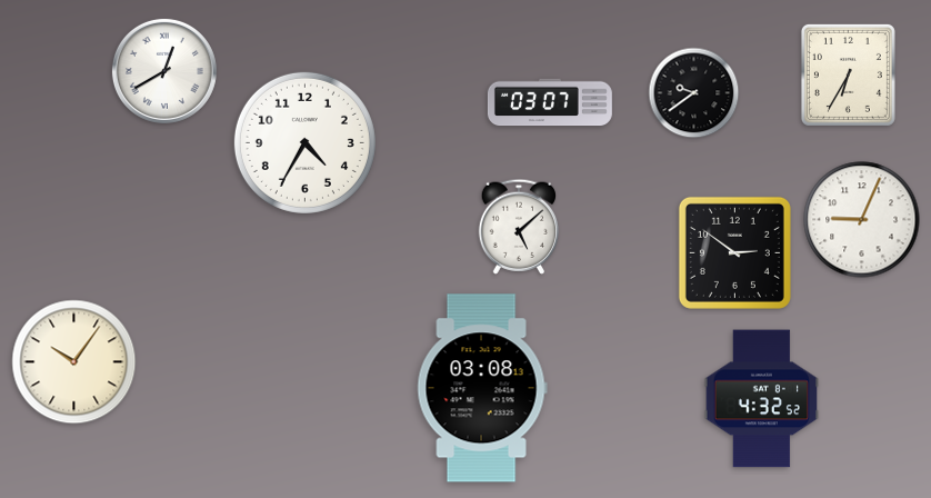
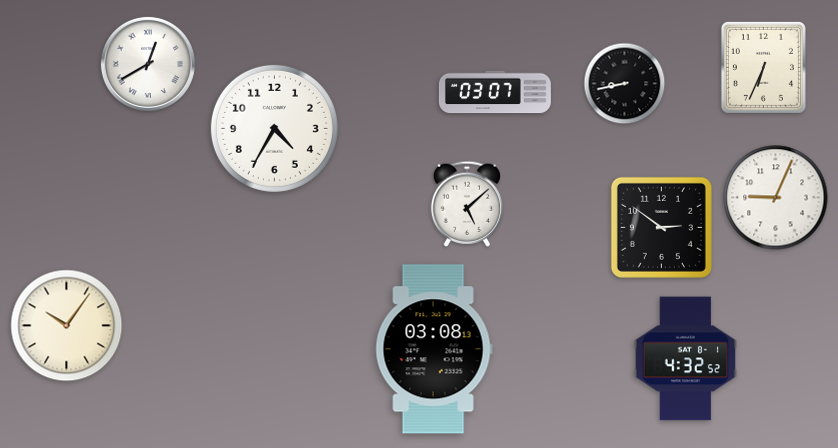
clock at (848, 74): 6:35 -> 6:34
clock at (694, 93): 9:39 -> 8:43
